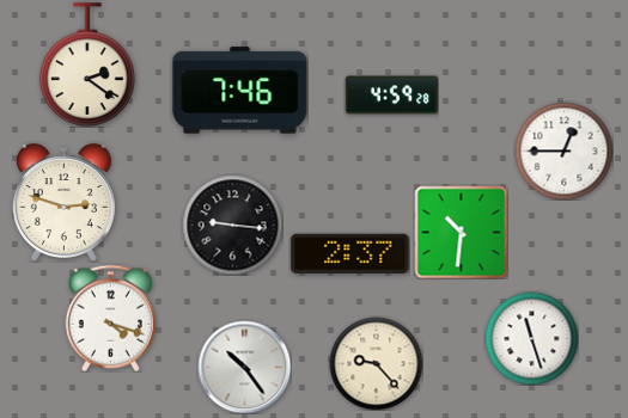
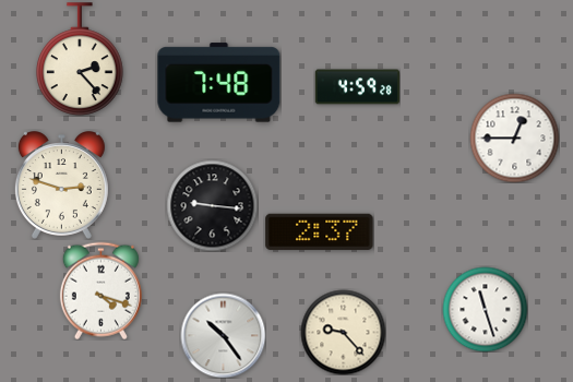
clock at (89, 64): 2:21 -> 2:23
clock at (240, 91): 7:46 -> 7:48
clock at (63, 203) position: (63, 203) -> (61, 186)
clock at (461, 232): 10:31 -> none
